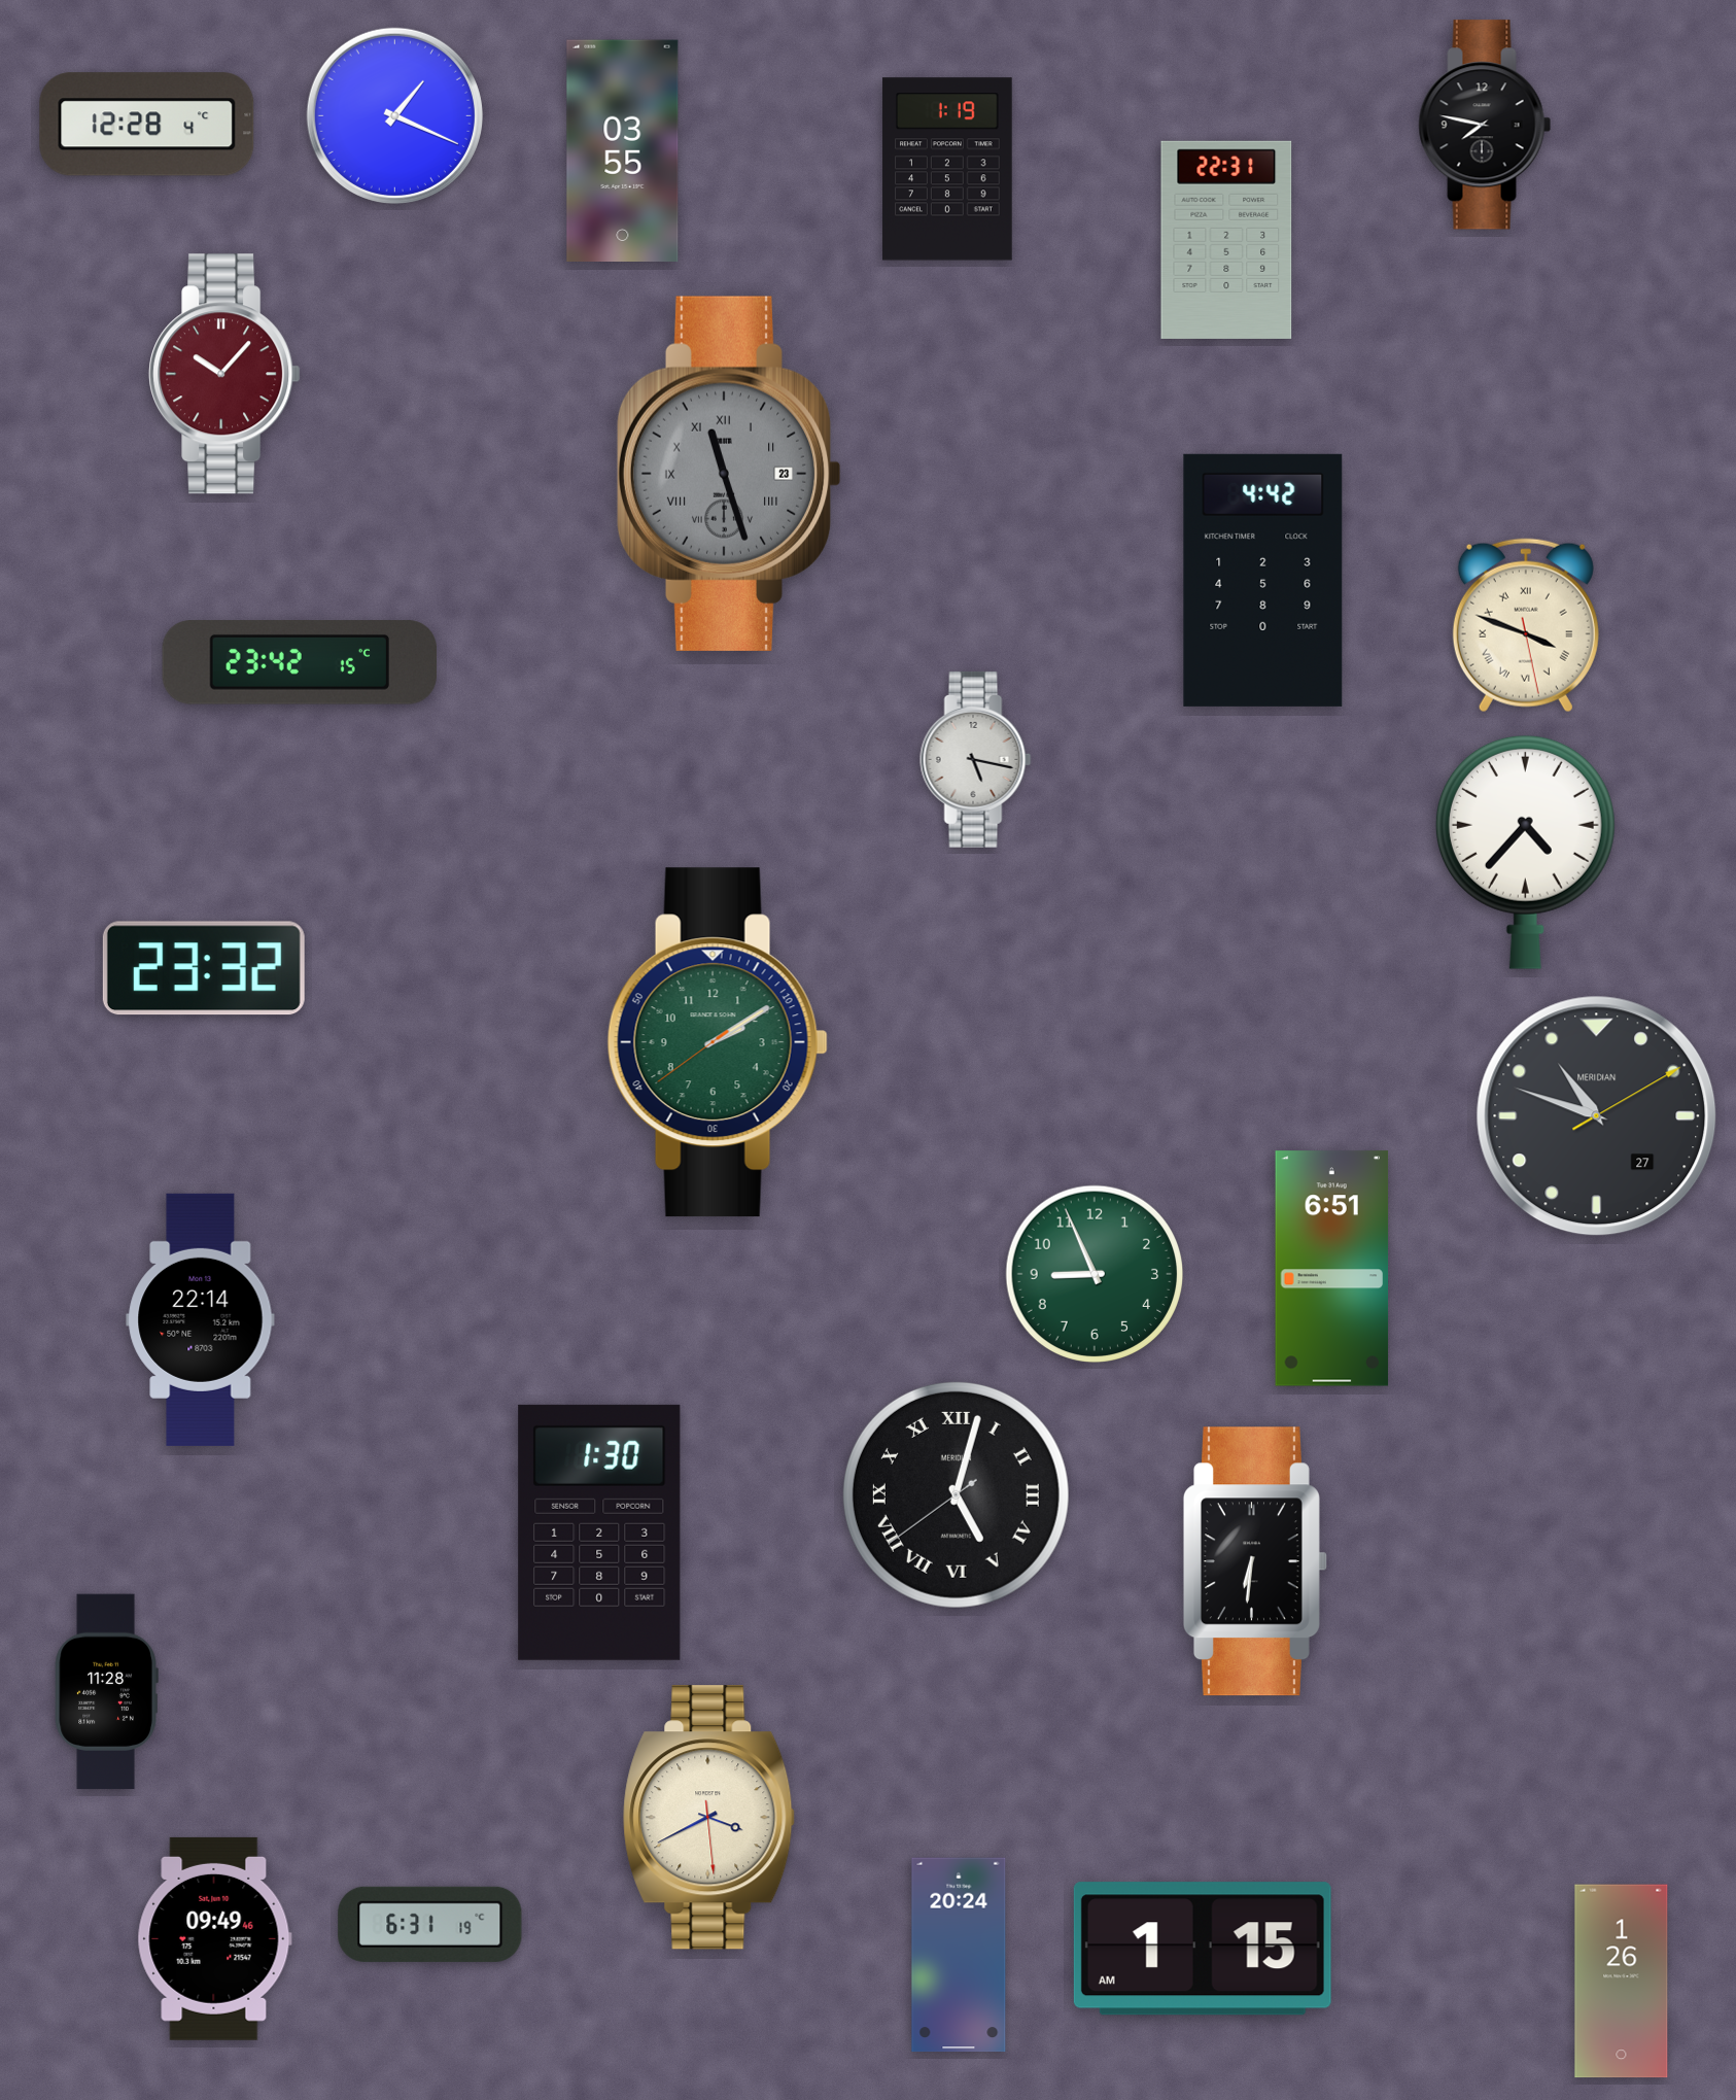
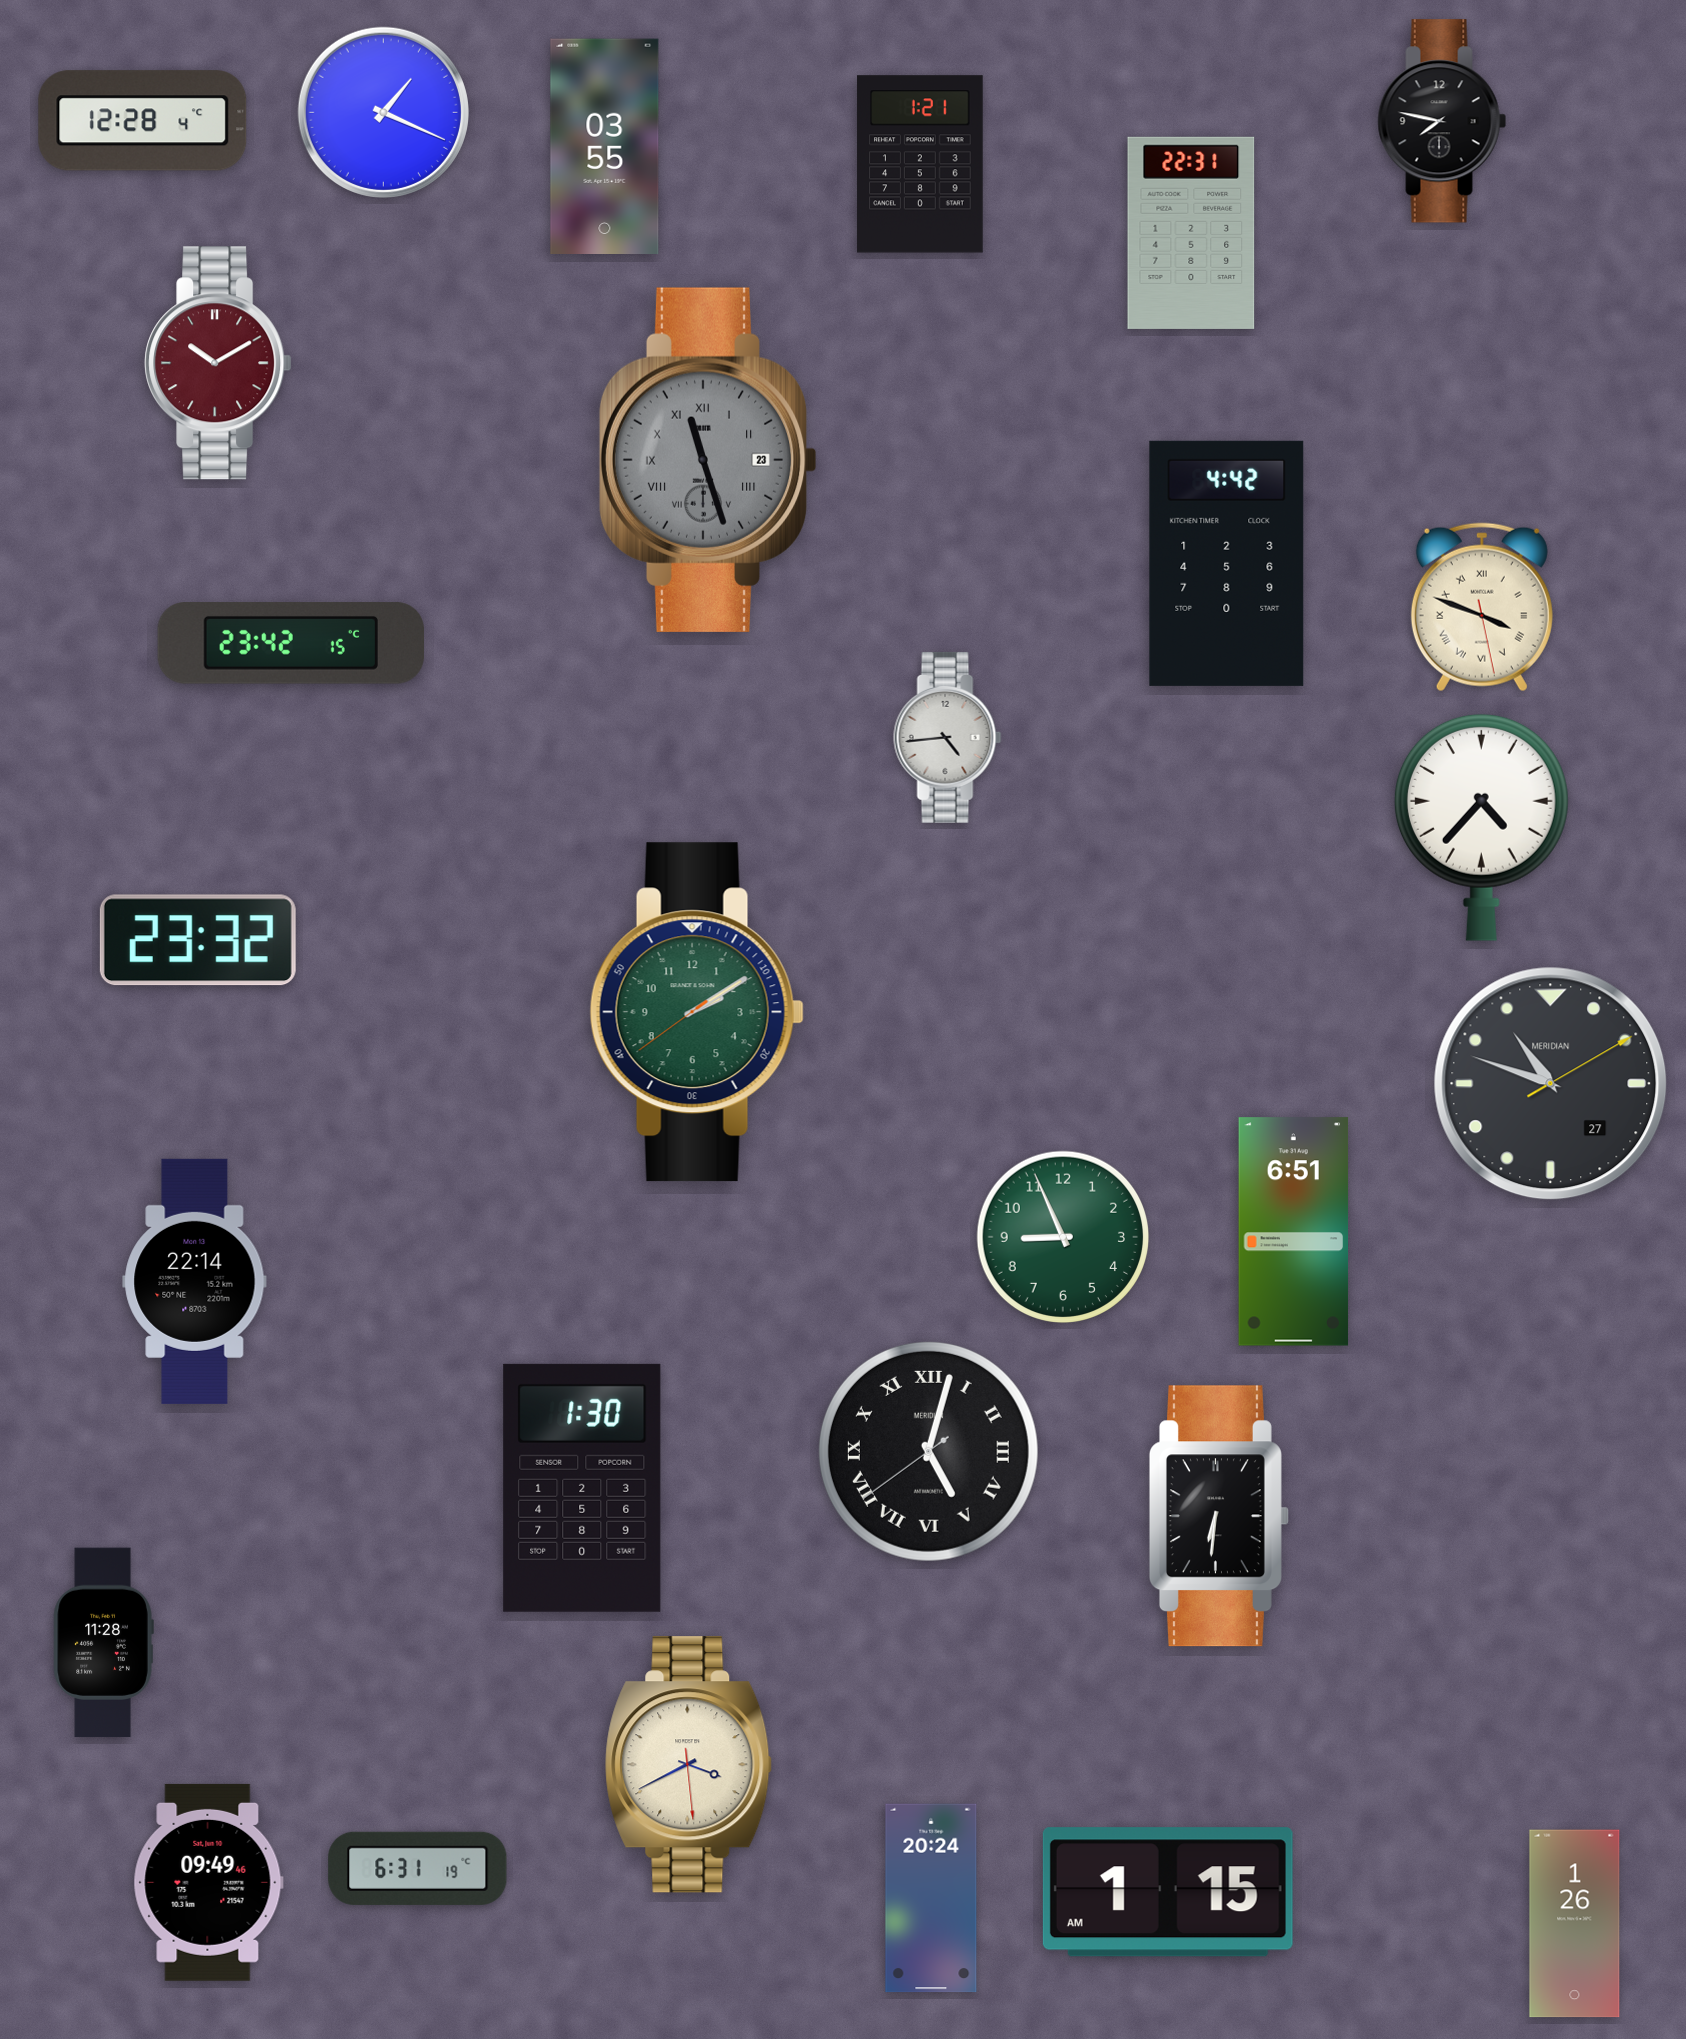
clock at (947, 169): 1:19 -> 1:21
clock at (224, 374): 10:07 -> 10:10
clock at (976, 759): 5:17 -> 4:44
